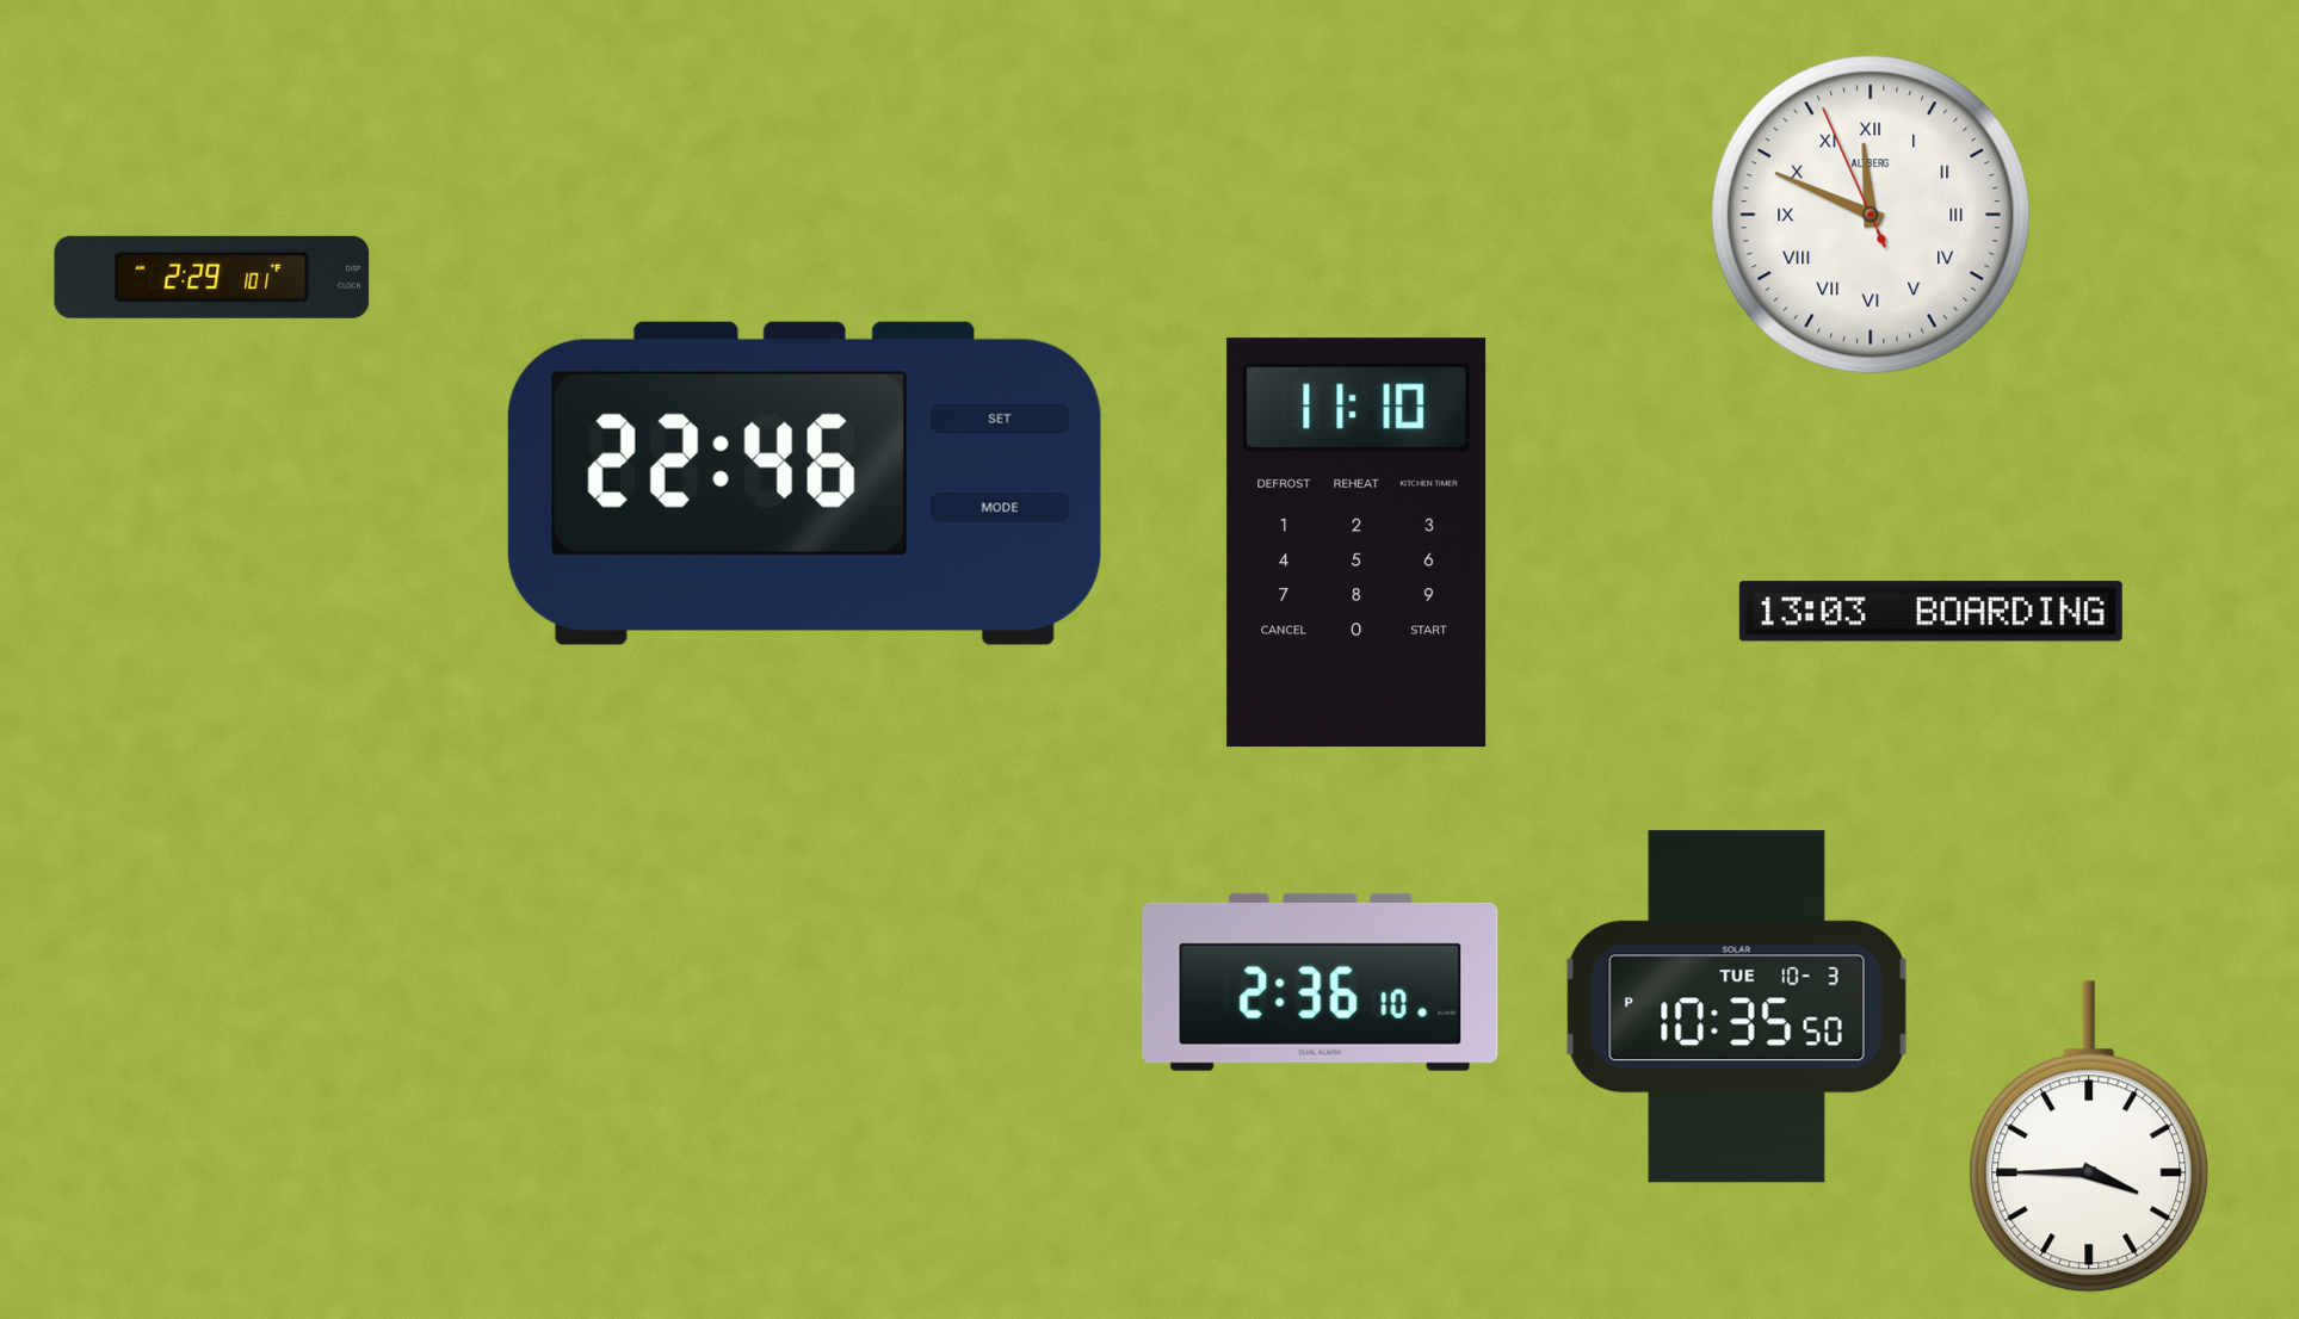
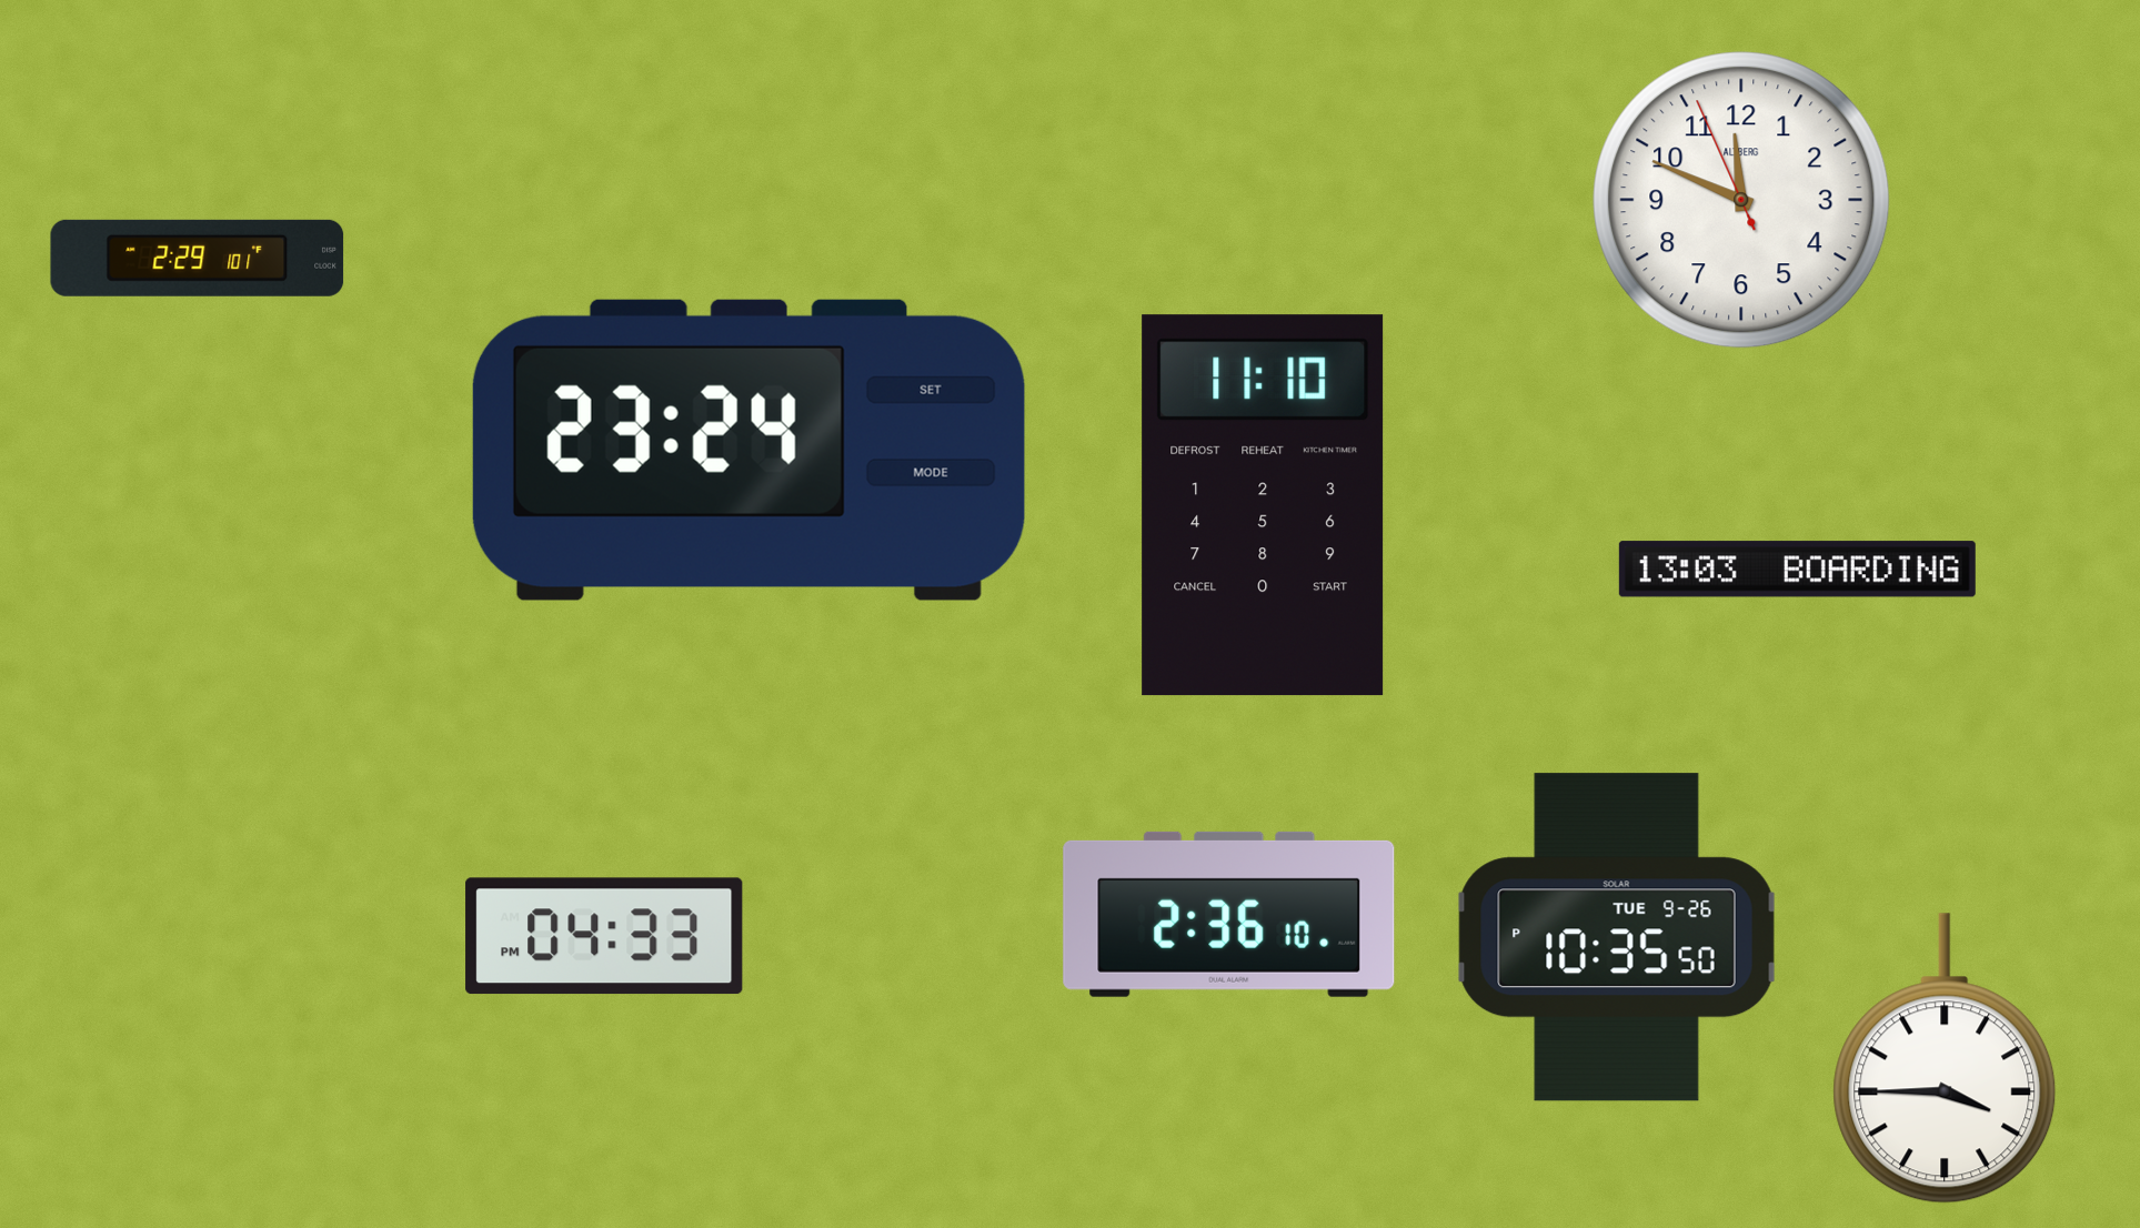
clock at (1871, 215) numerals: Roman -> Arabic
clock at (804, 483): 22:46 -> 23:24
clock at (604, 936): none -> 04:33
clock at (1737, 1007) date: TUE 10-3 -> TUE 9-26
